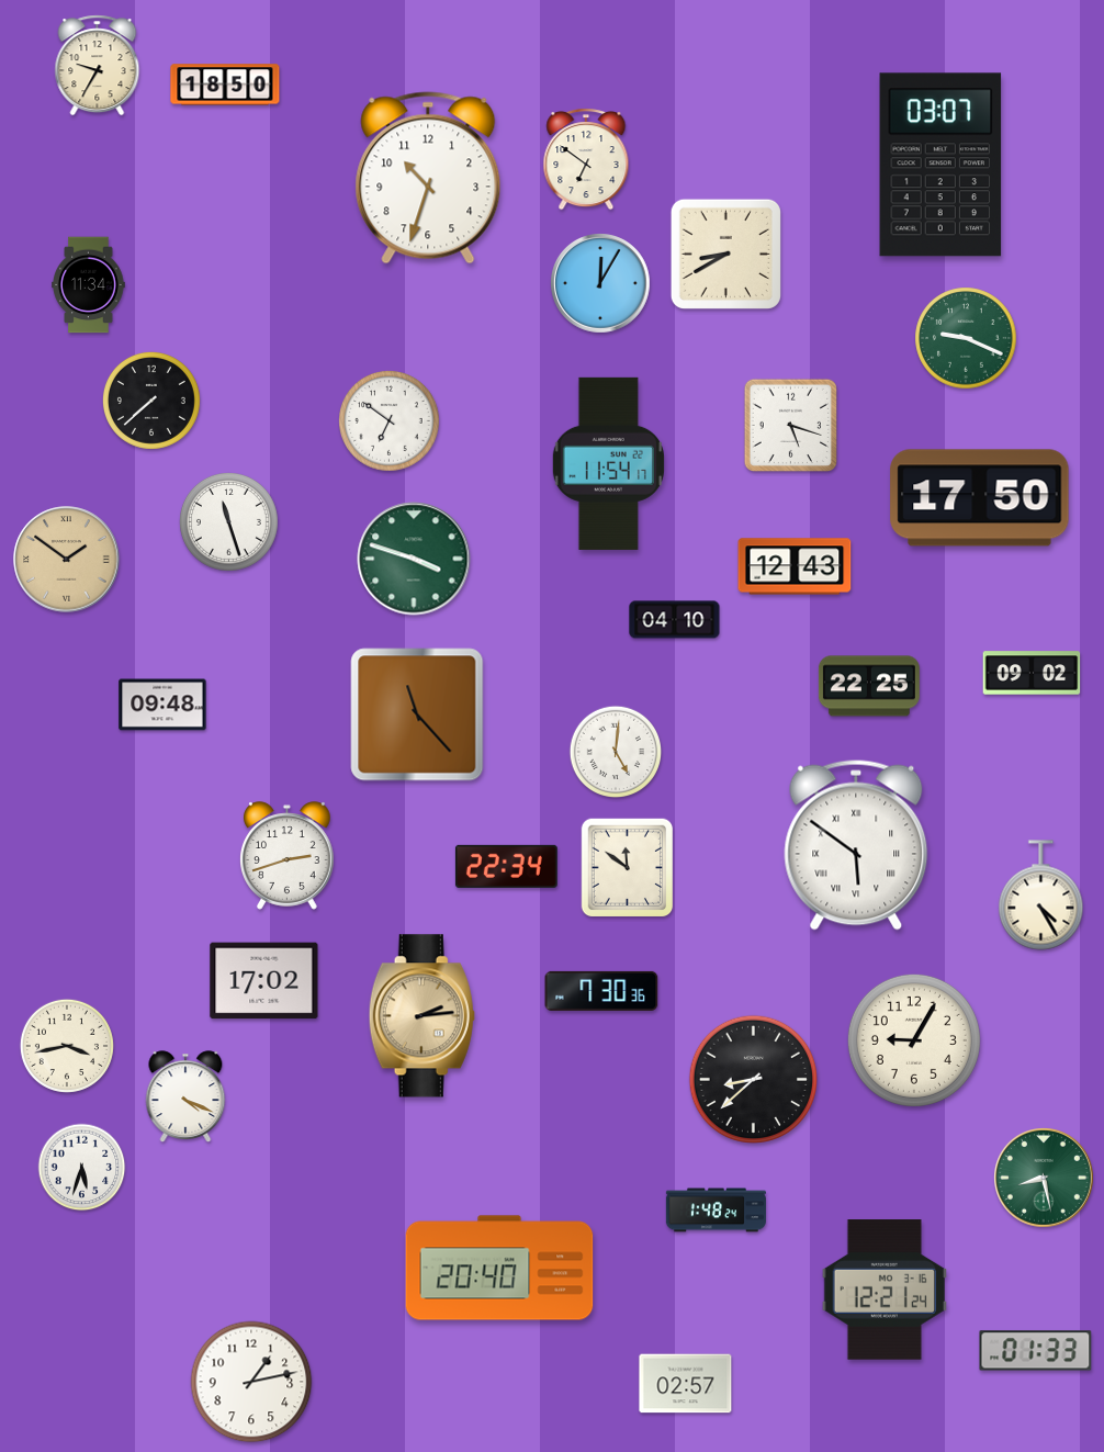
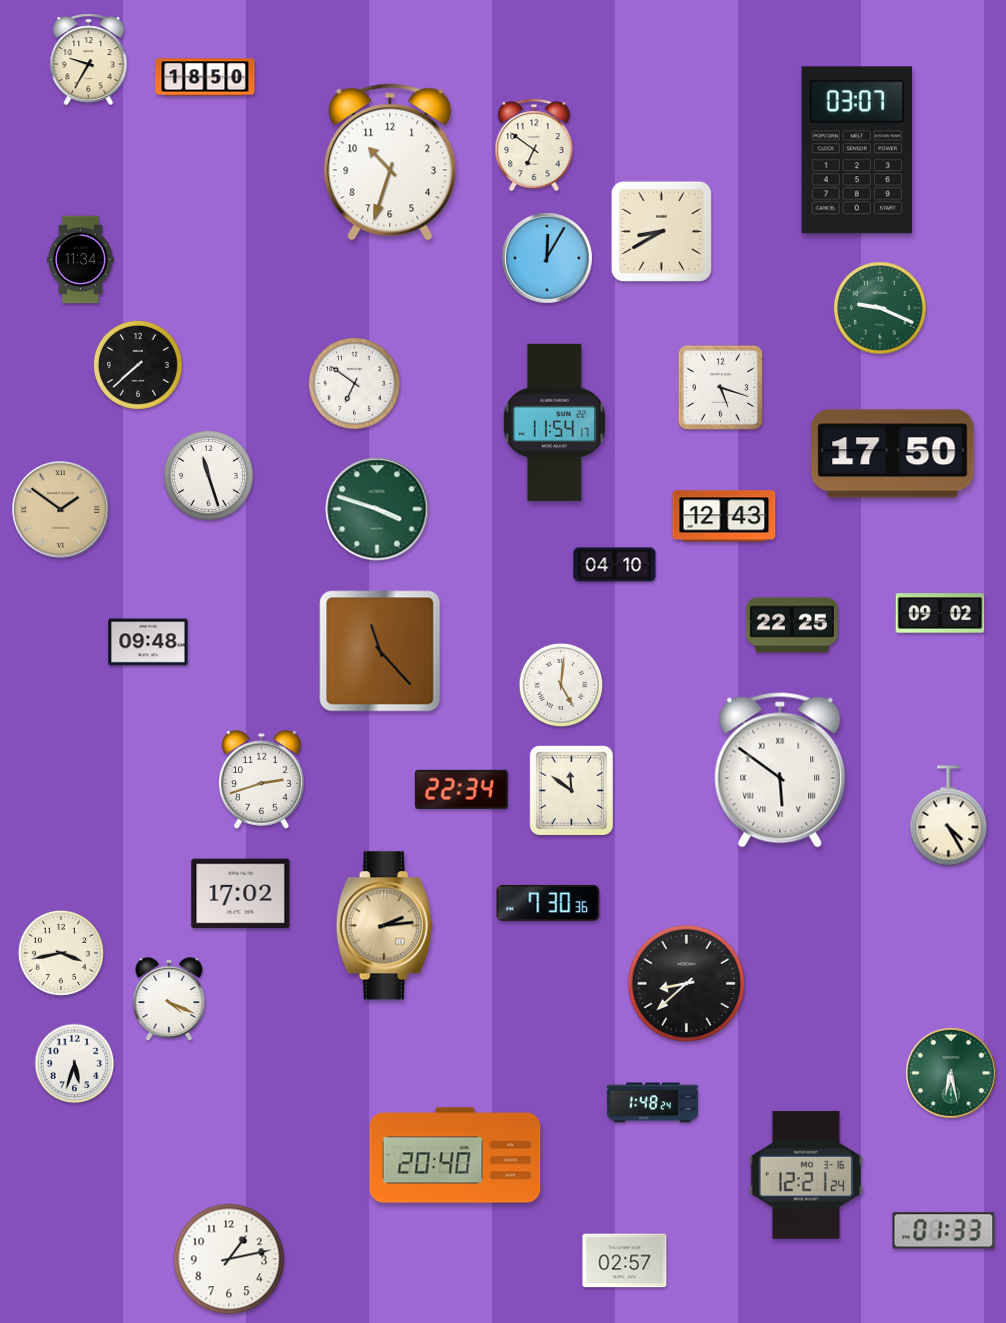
clock at (914, 1040): 9:05 -> none
clock at (1045, 1179): 8:28 -> 6:28
